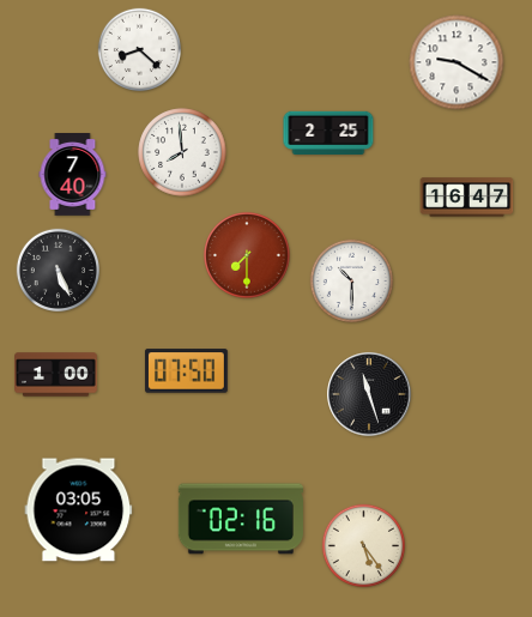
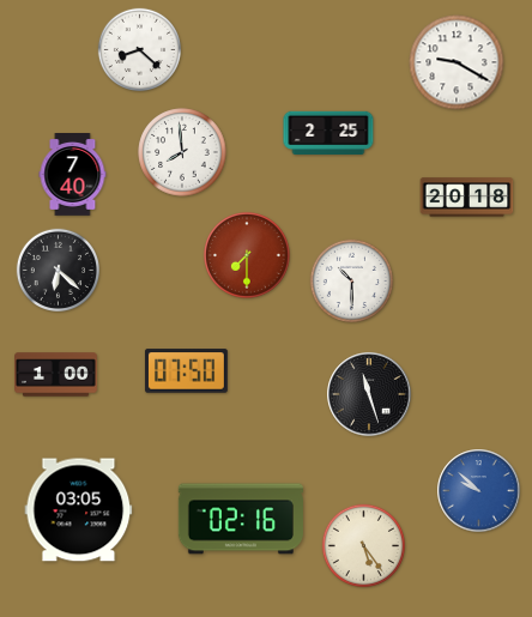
clock at (467, 198): 16:47 -> 20:18
clock at (58, 270): 5:26 -> 6:22
clock at (479, 491): none -> 9:52
